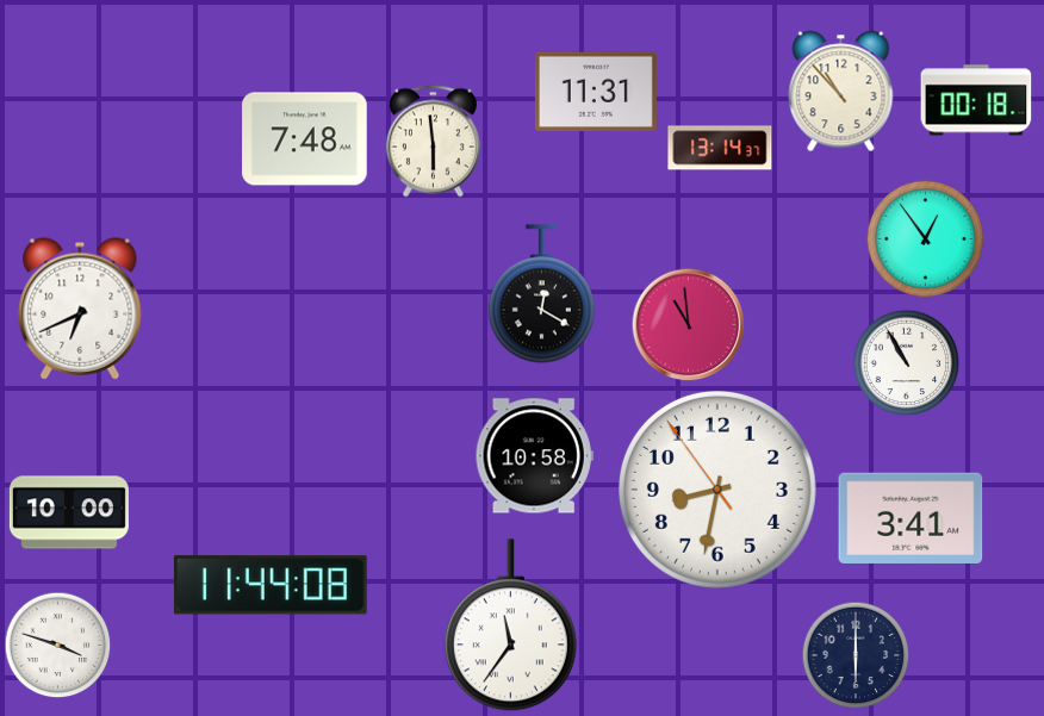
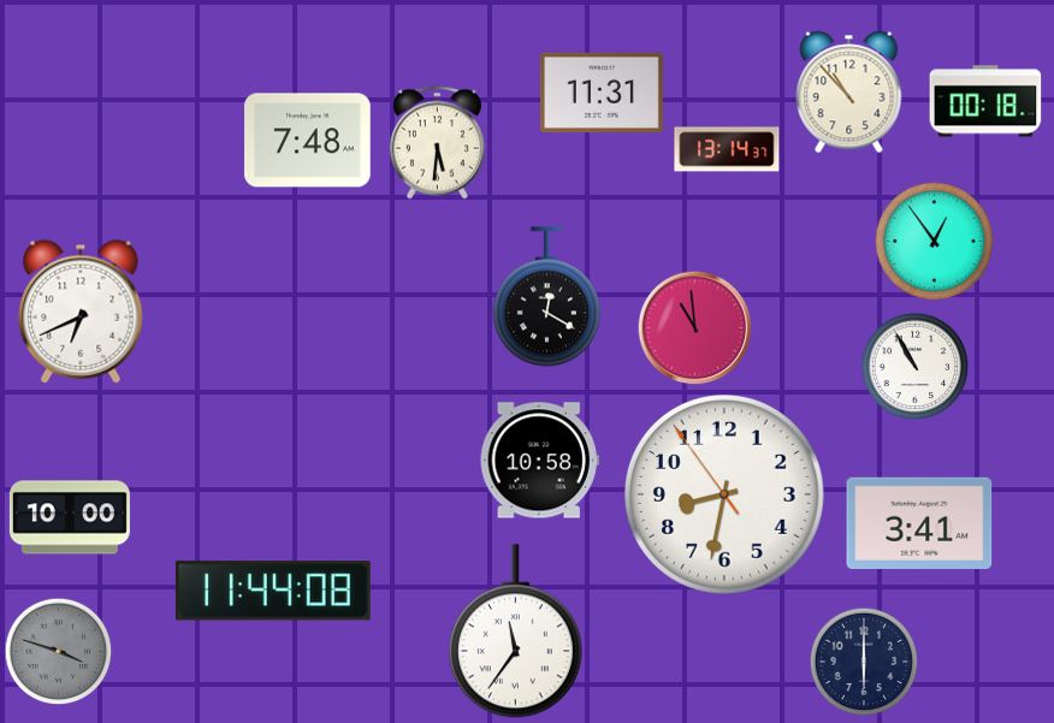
clock at (433, 142): 5:59 -> 5:31
clock at (58, 646) dial: white -> grey
